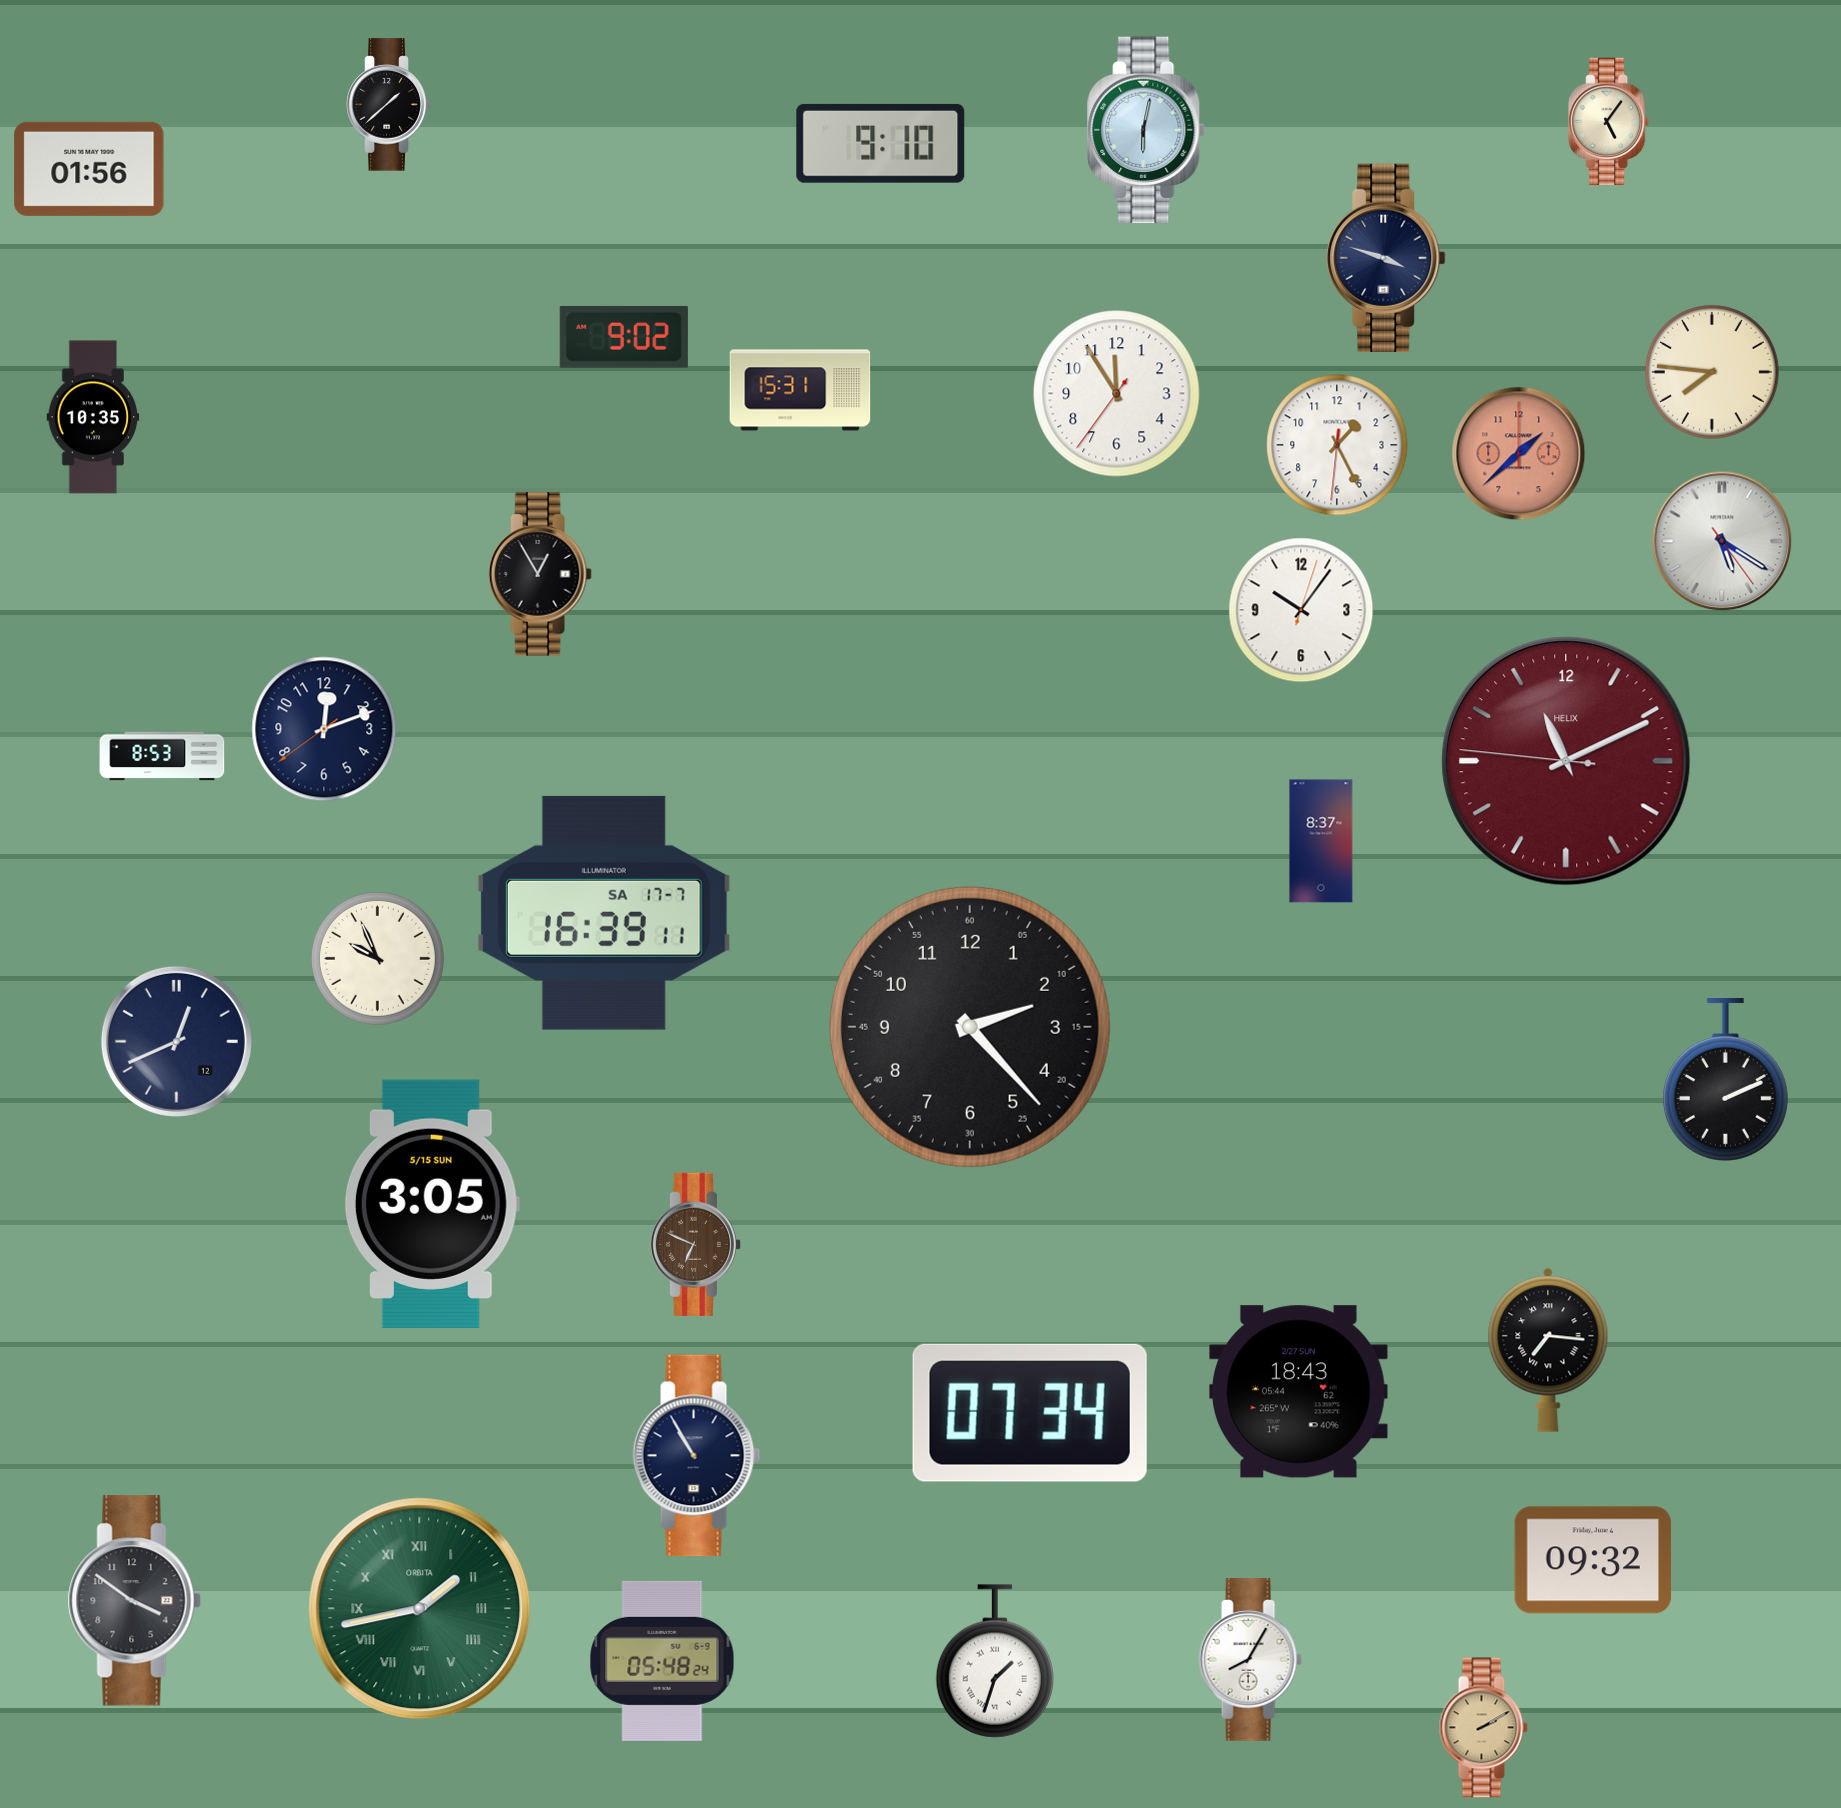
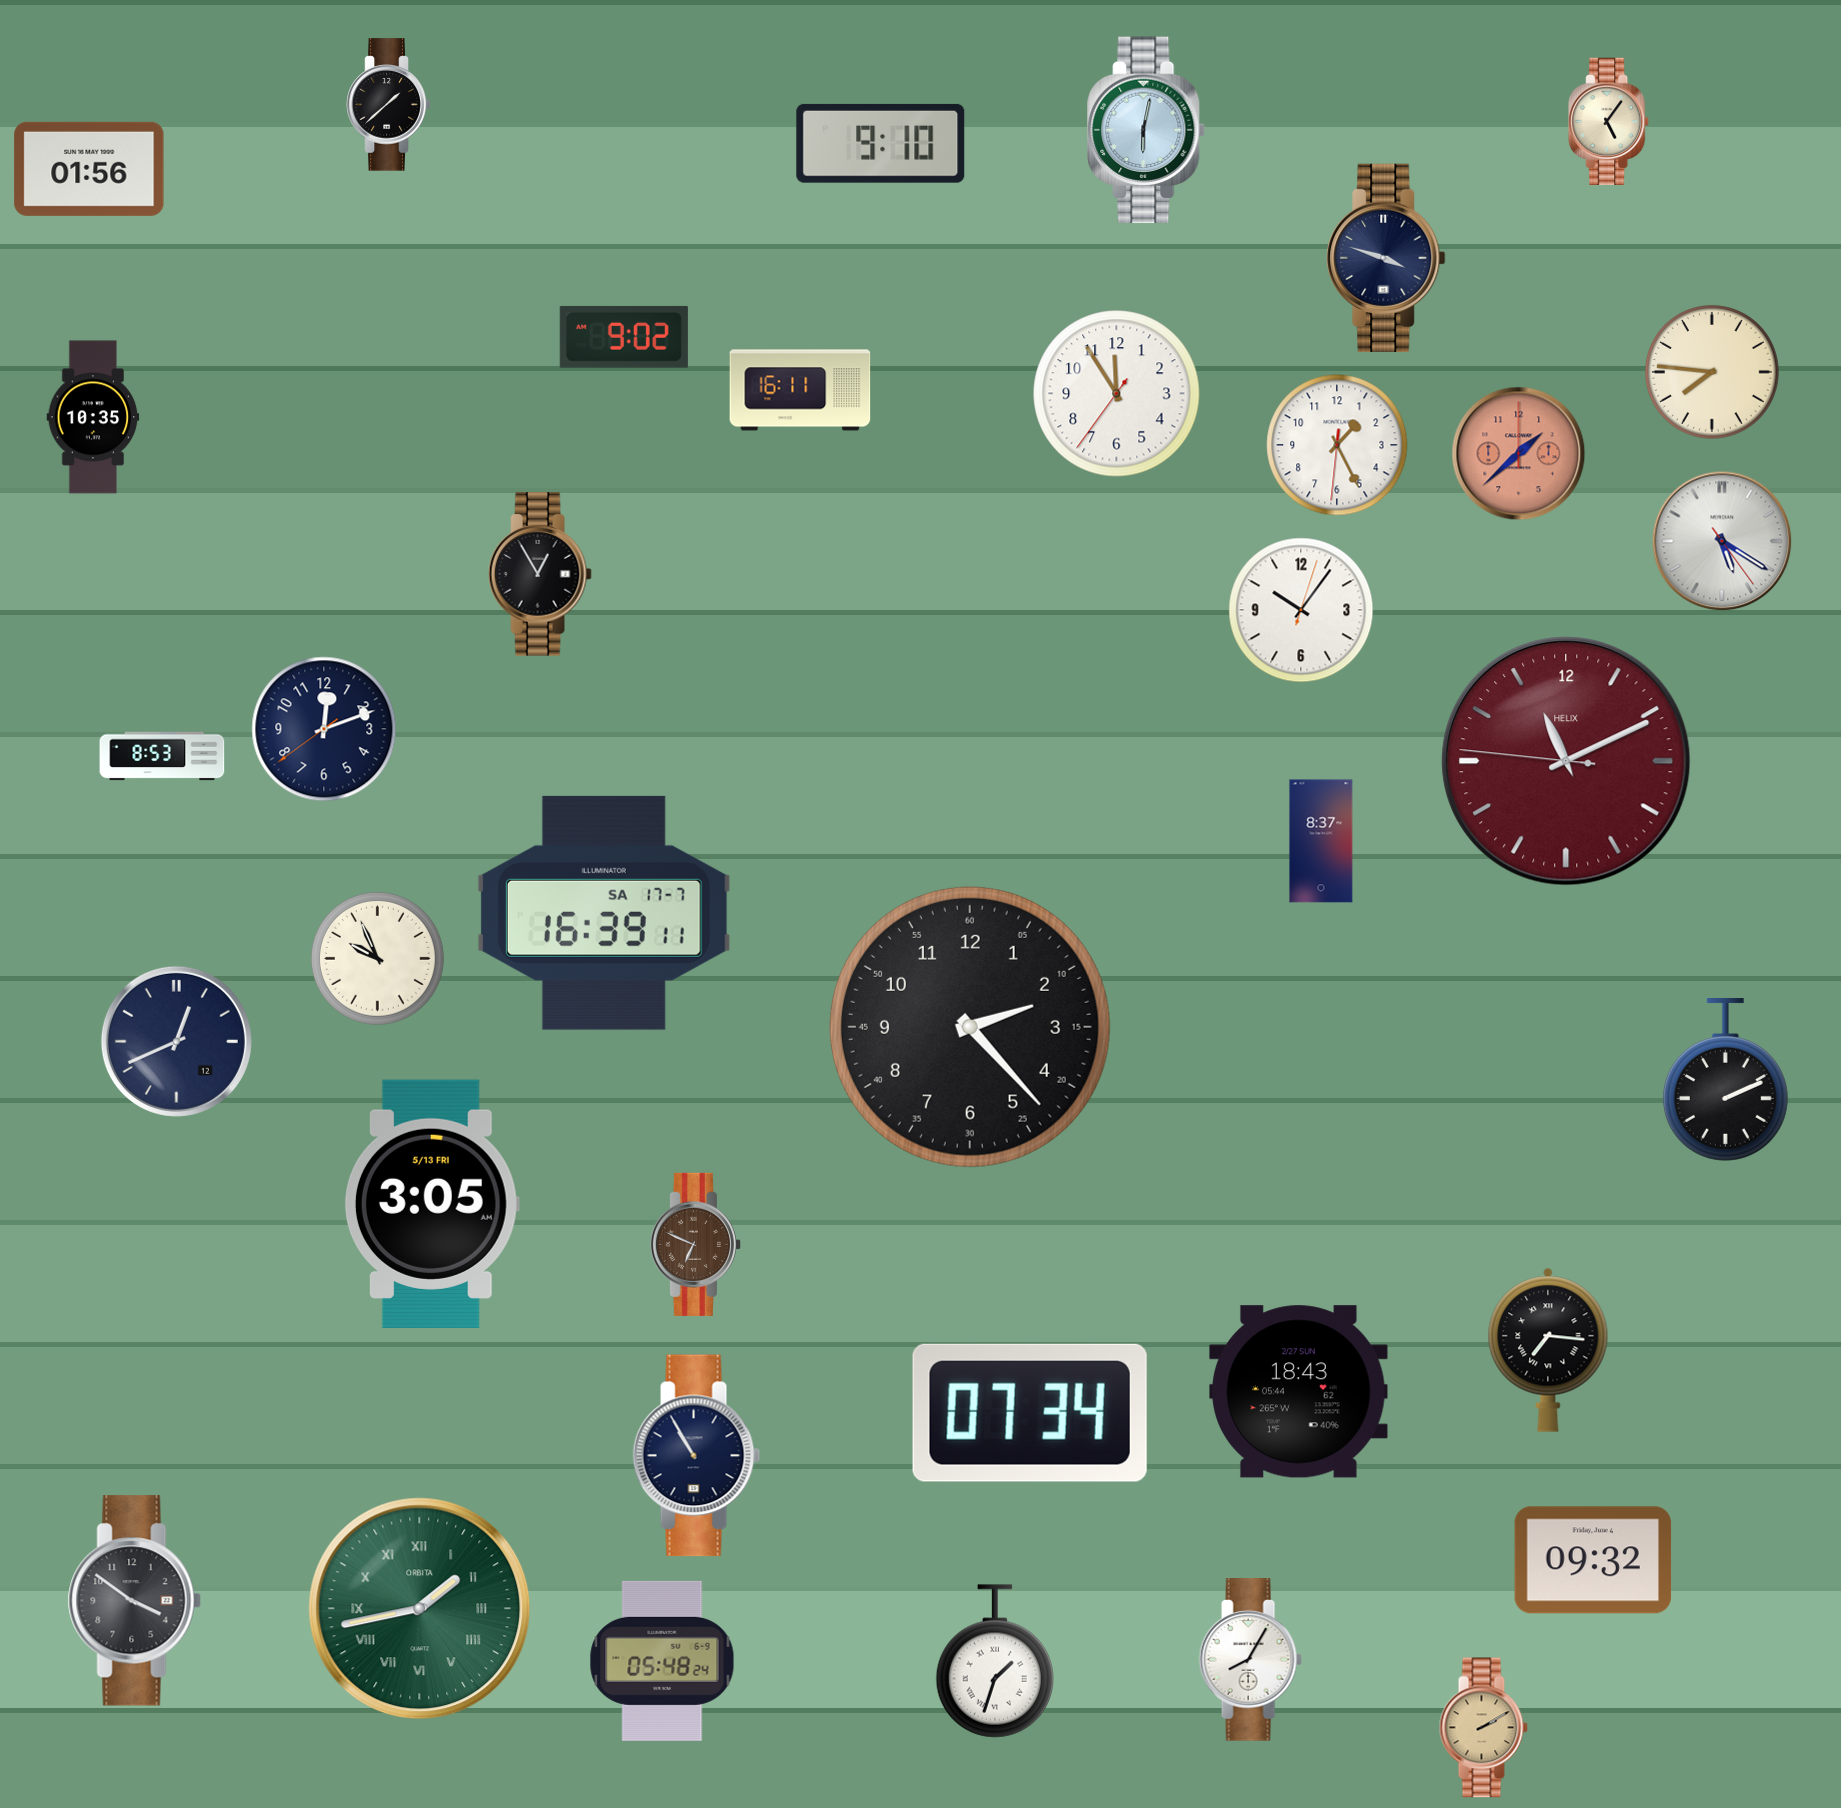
clock at (800, 390): 15:31 -> 16:11
clock at (432, 1204) date: 5/15 SUN -> 5/13 FRI
